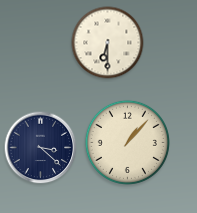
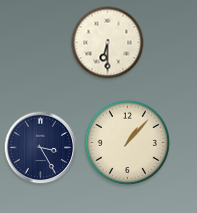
clock at (41, 148): 3:22 -> 3:25
